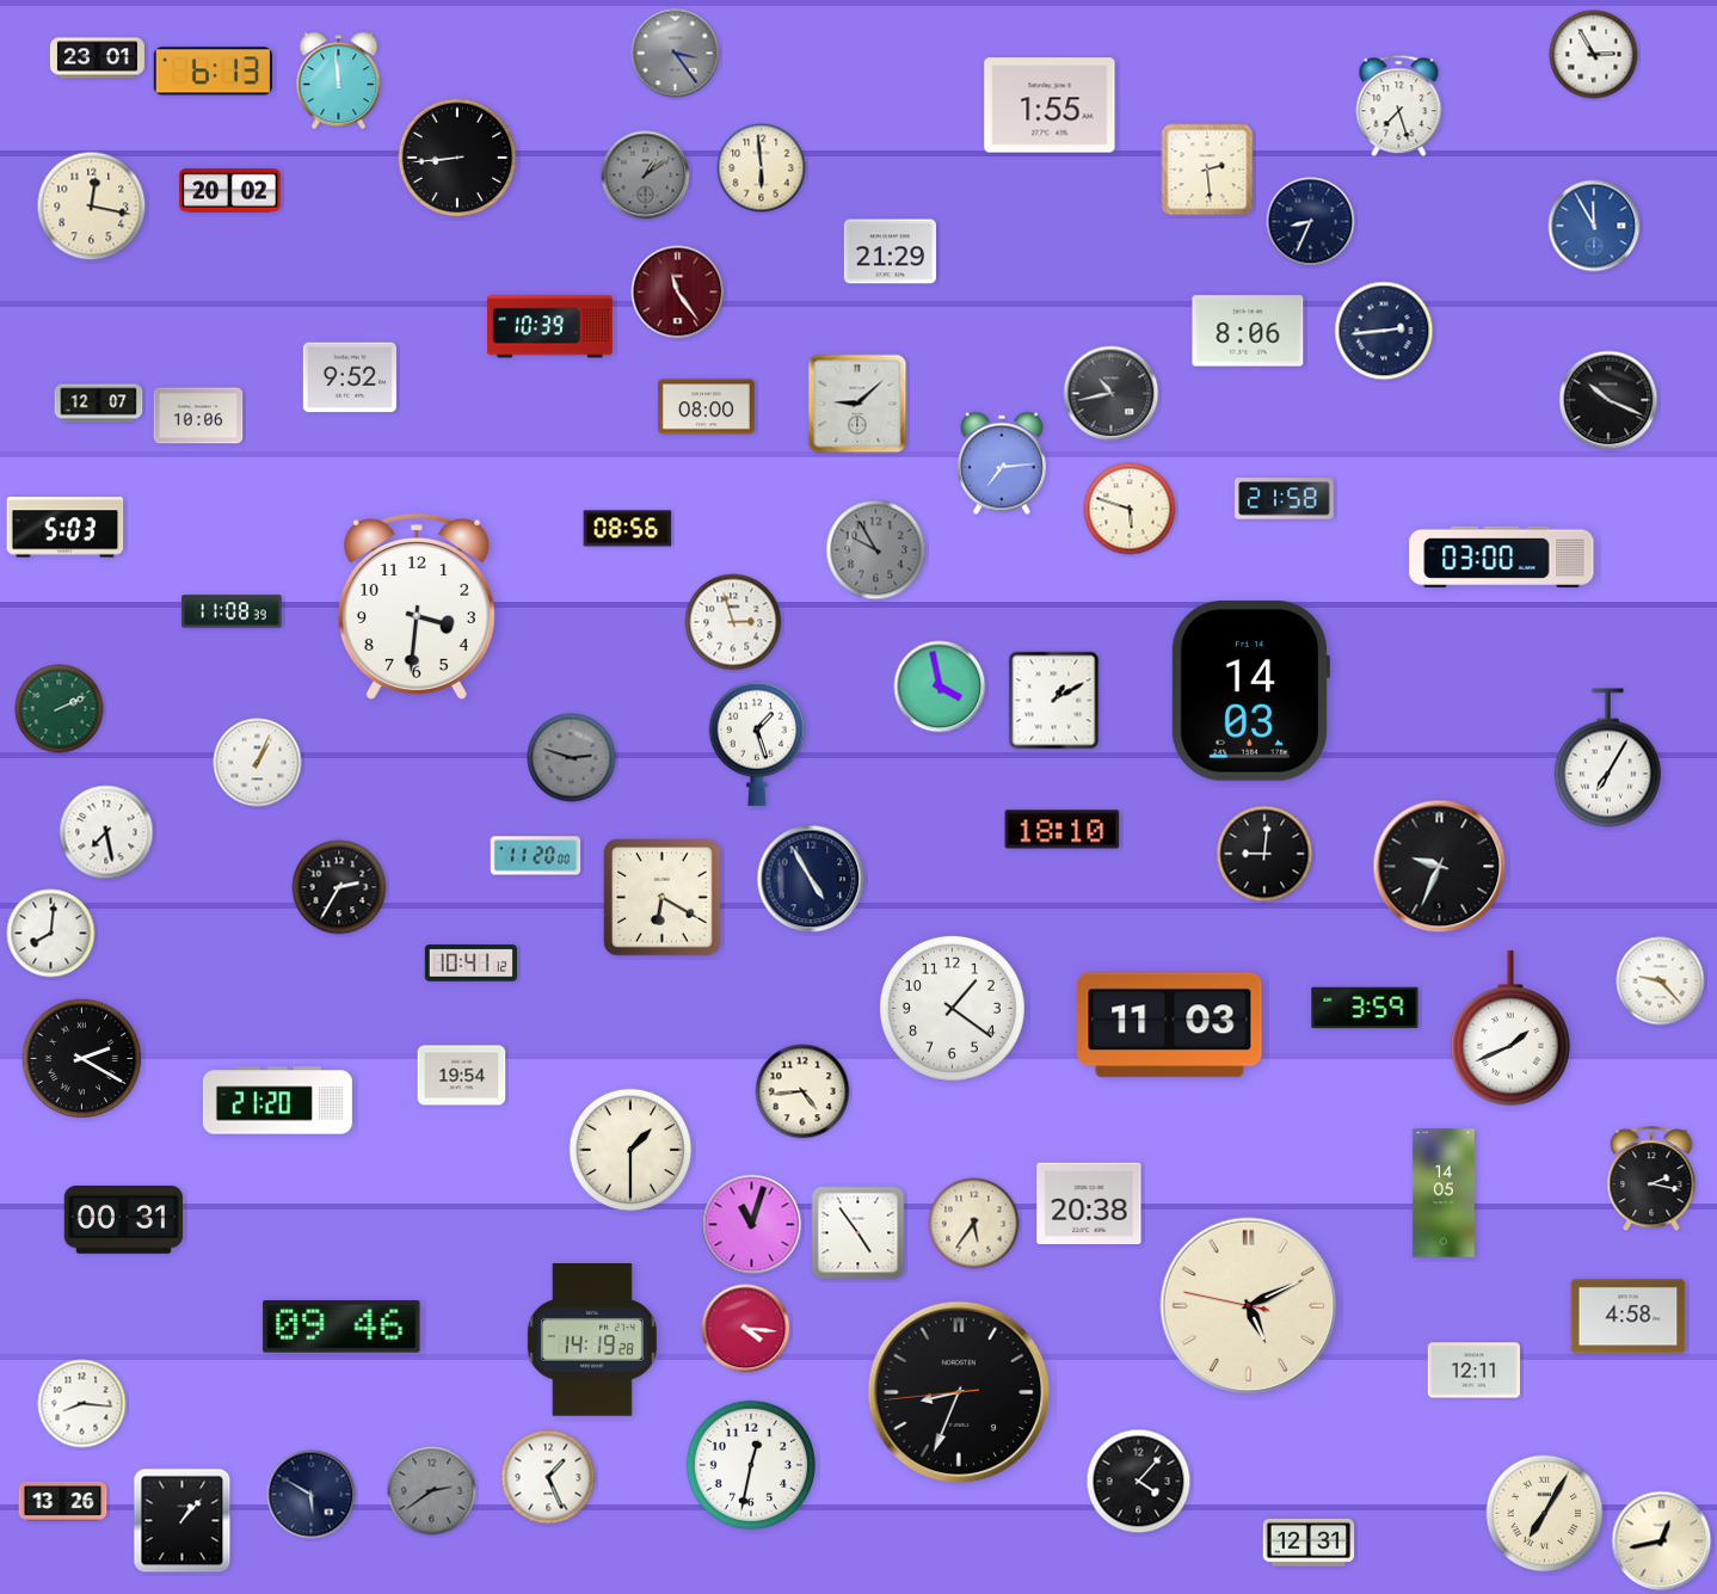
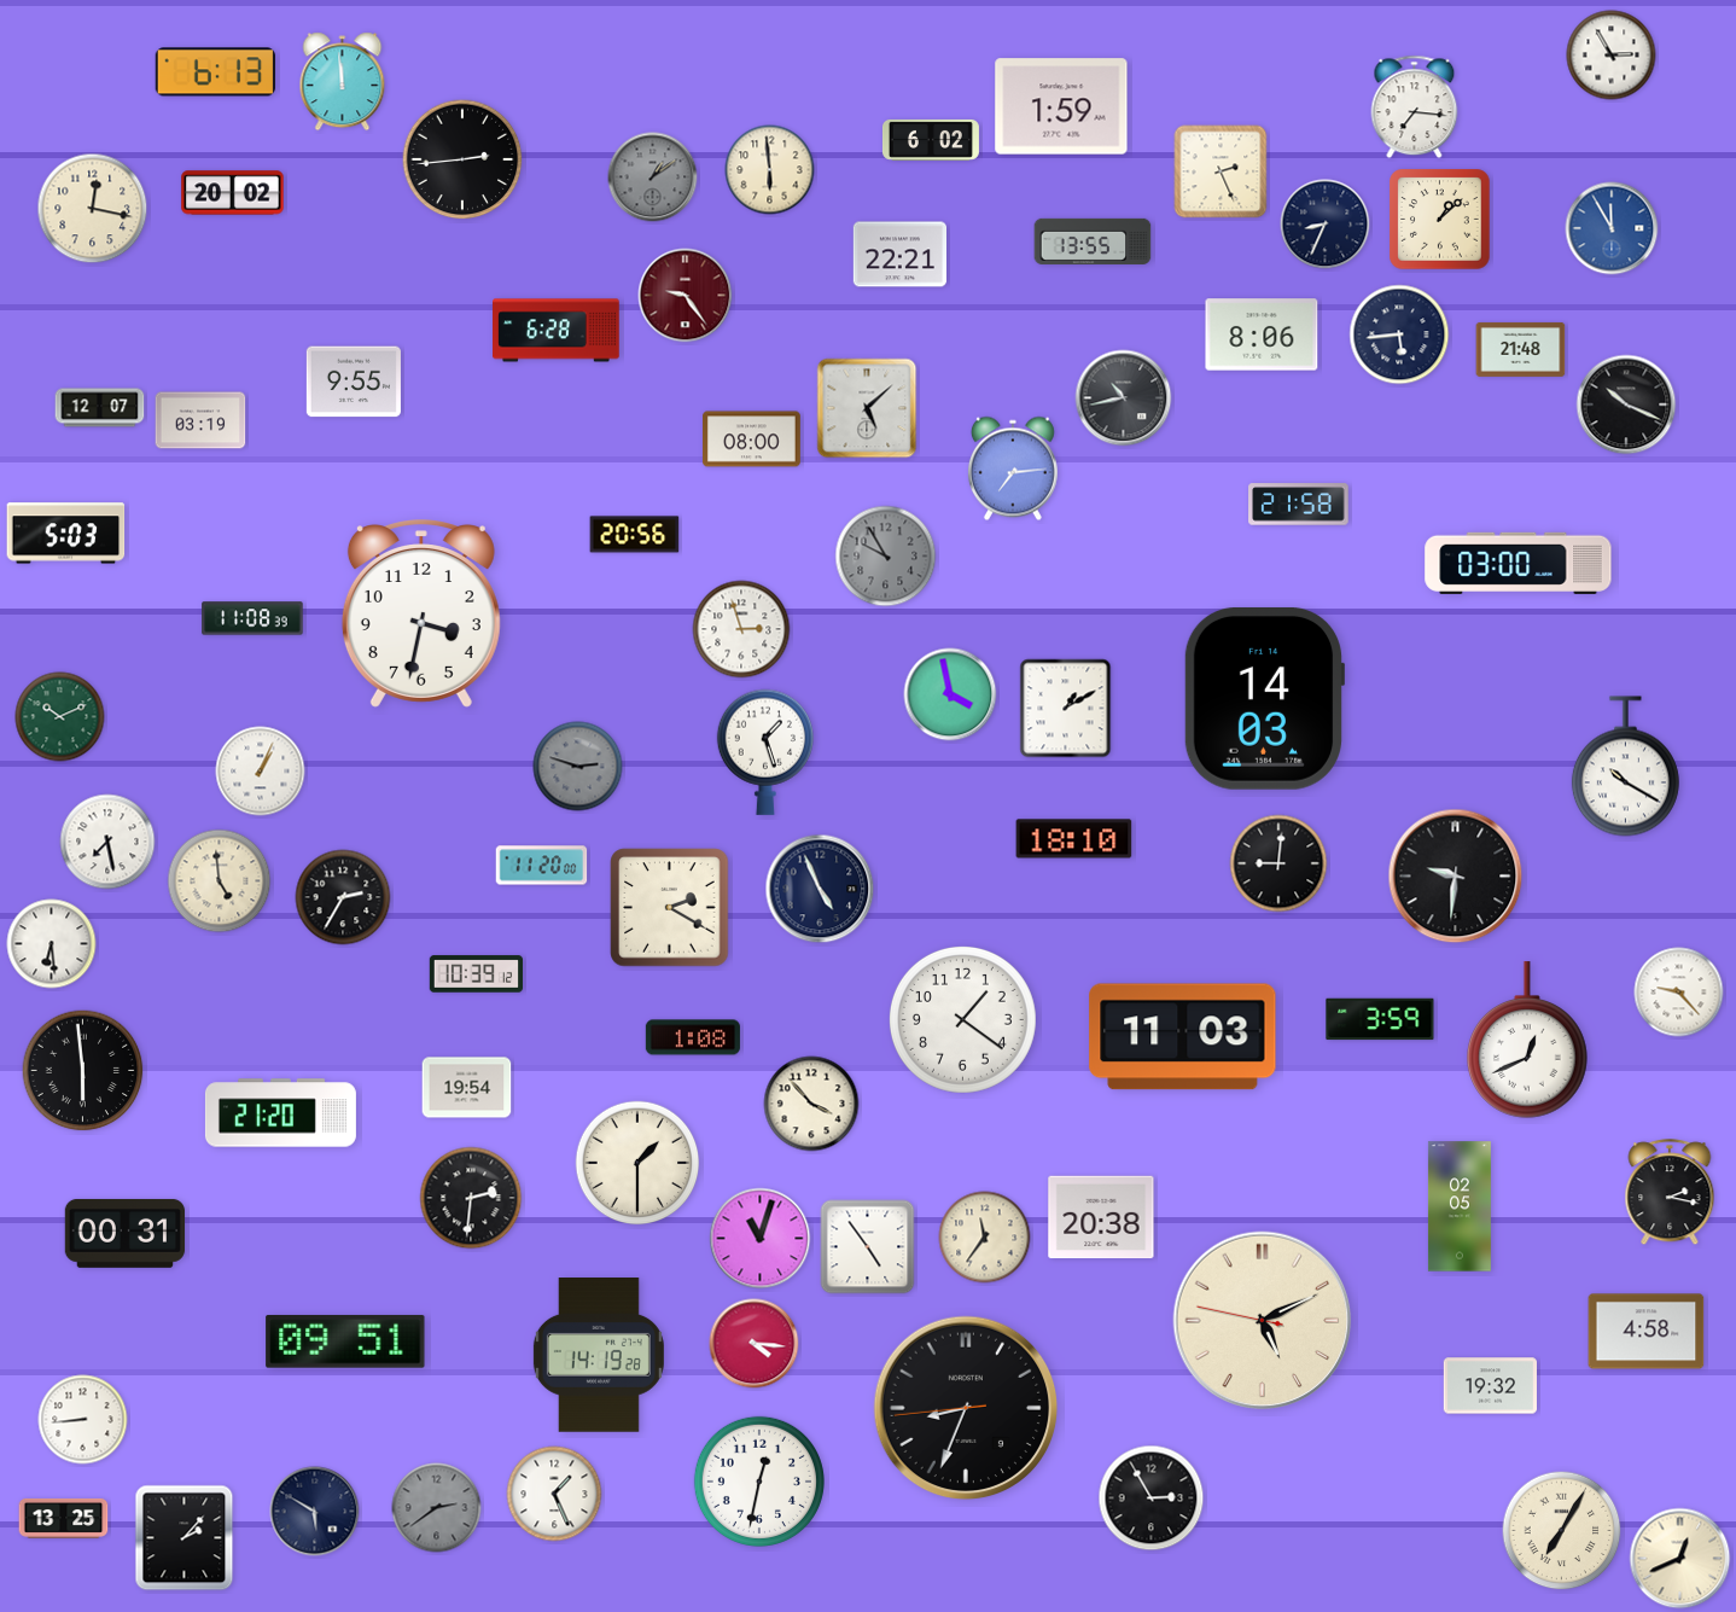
clock at (676, 54): 3:24 -> none
clock at (97, 59): 23:01 -> none
clock at (1050, 105): 1:55 -> 1:59
clock at (1399, 106): 7:27 -> 7:16
clock at (931, 140): none -> 6:02
clock at (457, 158): 8:44 -> 2:44
clock at (1207, 170): 2:29 -> 2:26
clock at (1440, 220): none -> 1:08
clock at (1093, 241): none -> 13:55
clock at (890, 252): 21:29 -> 22:21
clock at (678, 293): 11:24 -> 9:24
clock at (550, 327): 10:39 -> 6:28
clock at (1384, 331): 2:44 -> 5:44
clock at (1521, 349): none -> 21:48
clock at (350, 377): 9:52 -> 9:55
clock at (857, 404): 9:08 -> 5:08
clock at (707, 407) position: (707, 407) -> (752, 440)
clock at (198, 416): 10:06 -> 03:19
clock at (1130, 509): 5:48 -> none
clock at (628, 529): 08:56 -> 20:56
clock at (417, 607): 3:31 -> 3:32
clock at (232, 611) position: (232, 611) -> (252, 618)
clock at (60, 709): 2:11 -> 10:11
clock at (1607, 758): 7:05 -> 10:20
clock at (1440, 867): 9:34 -> 9:31
clock at (220, 881): none -> 4:59
clock at (811, 879): 4:55 -> 4:56
clock at (663, 898): 6:20 -> 2:20
clock at (51, 934): 8:01 -> 6:29
clock at (470, 964): 10:41 -> 10:39
clock at (693, 1037): none -> 1:08
clock at (1512, 1028): 1:41 -> 12:41
clock at (82, 1059): 2:20 -> 5:59
clock at (802, 1091): 4:44 -> 3:53
clock at (471, 1198): none -> 2:31
clock at (1444, 1193): 14:05 -> 02:05
clock at (974, 1224): 5:36 -> 11:36
clock at (341, 1327): 09:46 -> 09:51
clock at (1473, 1371): 12:11 -> 19:32
clock at (959, 1392) position: (959, 1392) -> (966, 1408)
clock at (82, 1404): 8:16 -> 8:44
clock at (1139, 1482): 4:07 -> 2:55
clock at (63, 1502): 13:26 -> 13:25
clock at (183, 1521): 1:07 -> 2:07
clock at (1662, 1541): 12:43 -> 12:41
clock at (1309, 1543): 12:31 -> none
